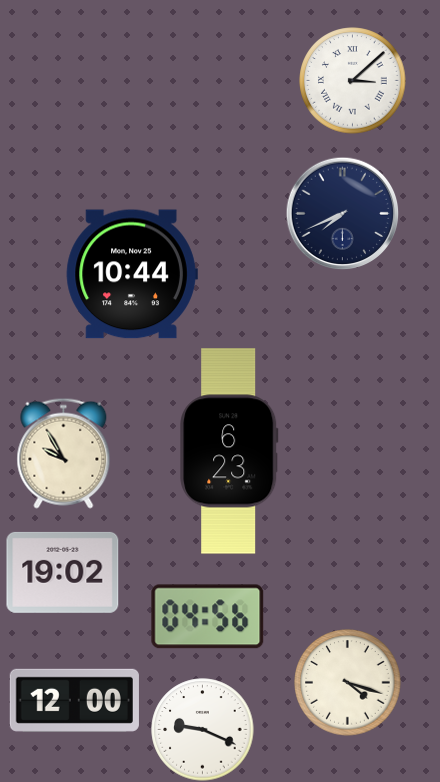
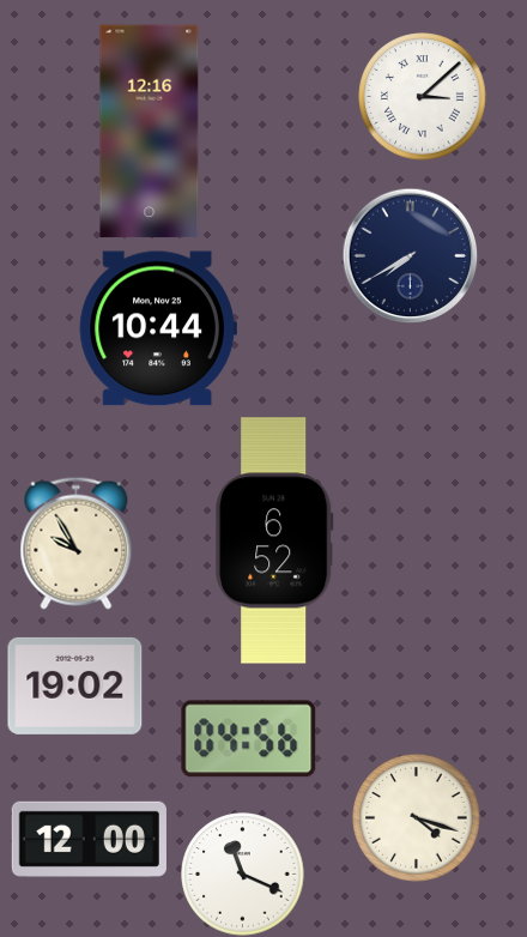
clock at (150, 132): none -> 12:16
clock at (342, 213): 7:41 -> 7:40
clock at (229, 451): 6:23 -> 6:52
clock at (203, 730): 9:19 -> 11:19
